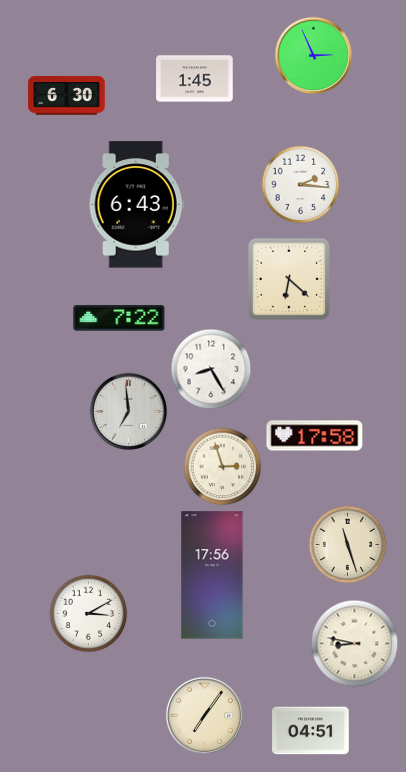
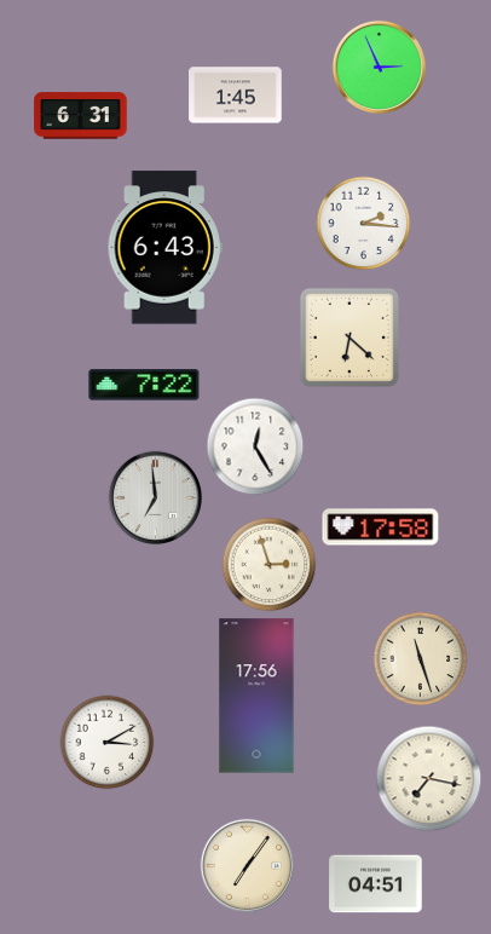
clock at (67, 96): 6:30 -> 6:31
clock at (211, 369): 8:25 -> 12:25
clock at (354, 643): 8:47 -> 7:17
